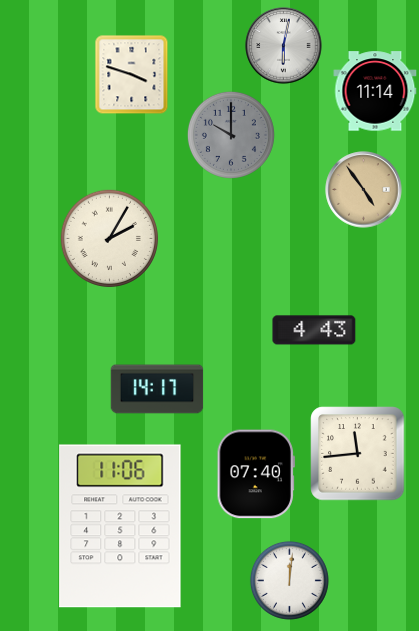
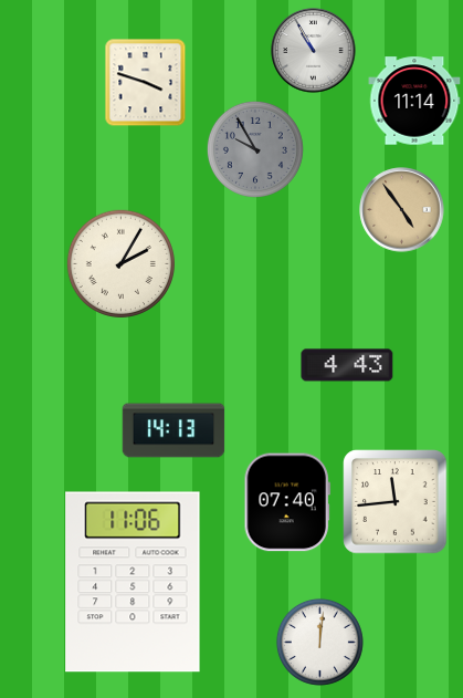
clock at (284, 46): 6:02 -> 10:55
clock at (231, 135): 10:00 -> 9:55
clock at (157, 389): 14:17 -> 14:13
clock at (256, 474) position: (256, 474) -> (287, 502)
